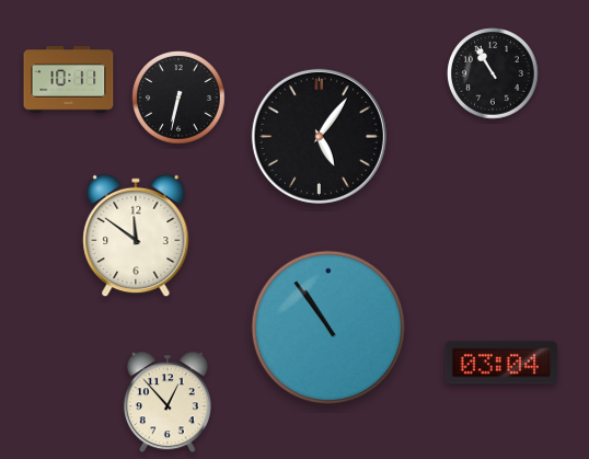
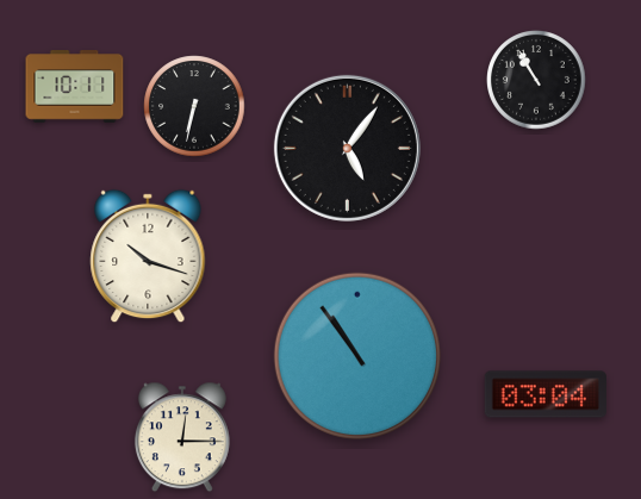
clock at (136, 236): 11:51 -> 10:18
clock at (168, 402): 12:53 -> 12:15
